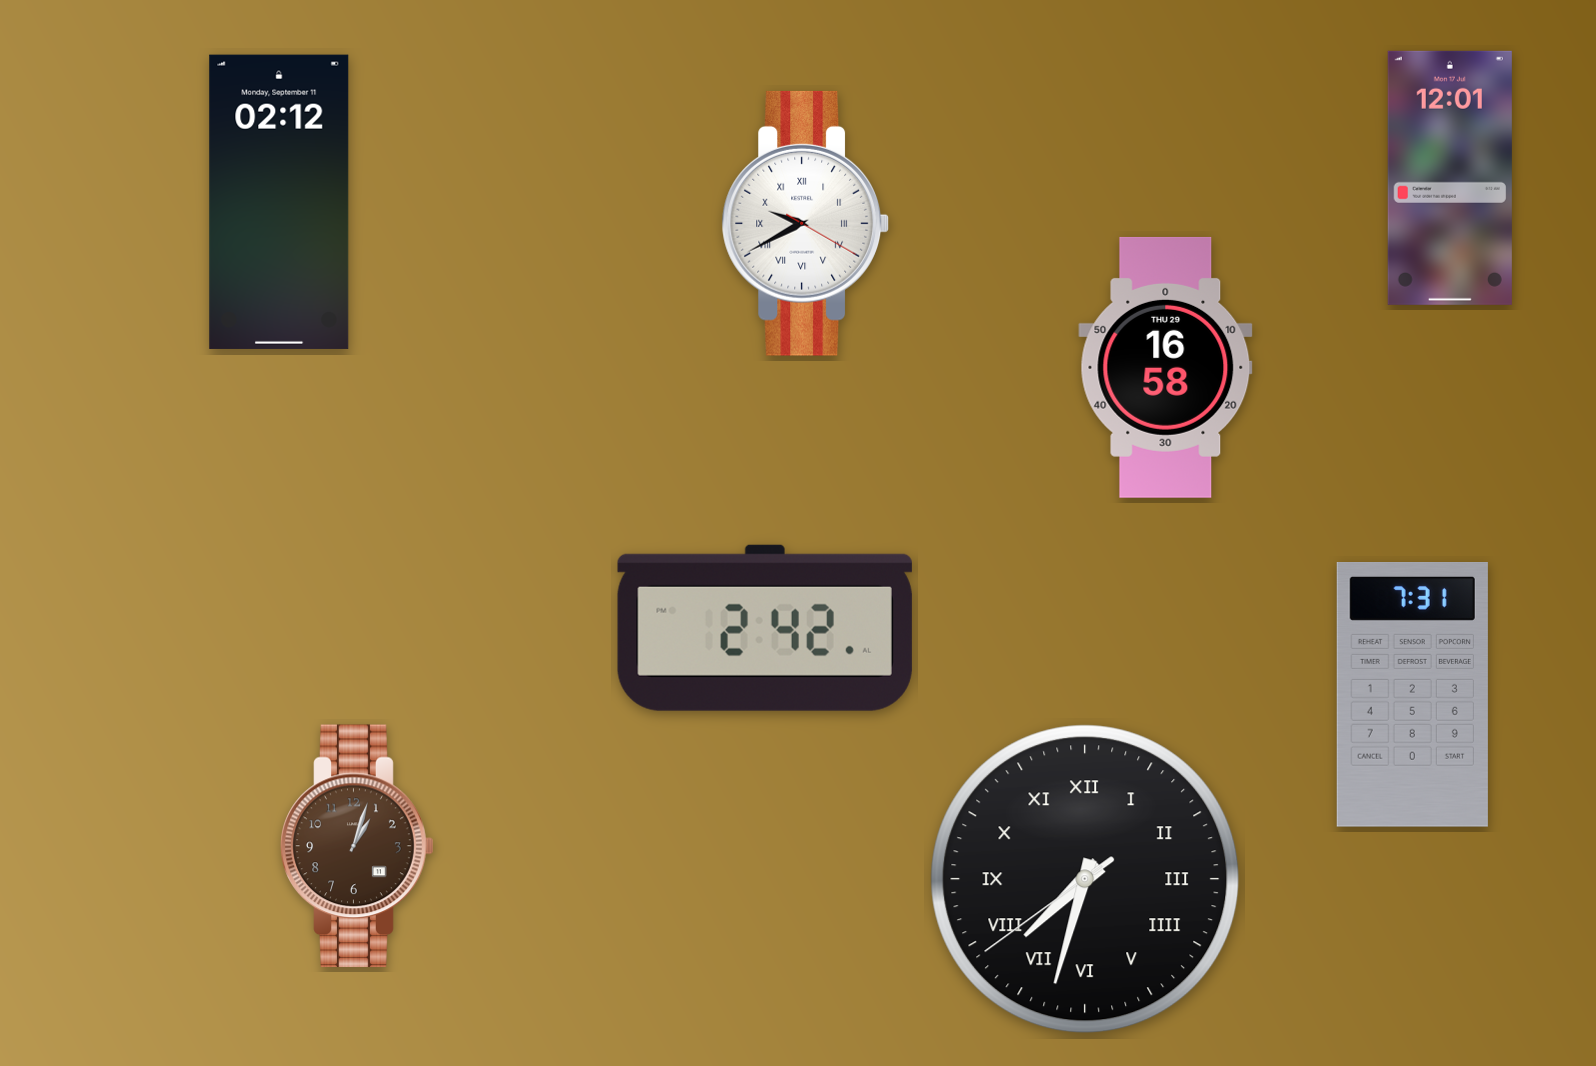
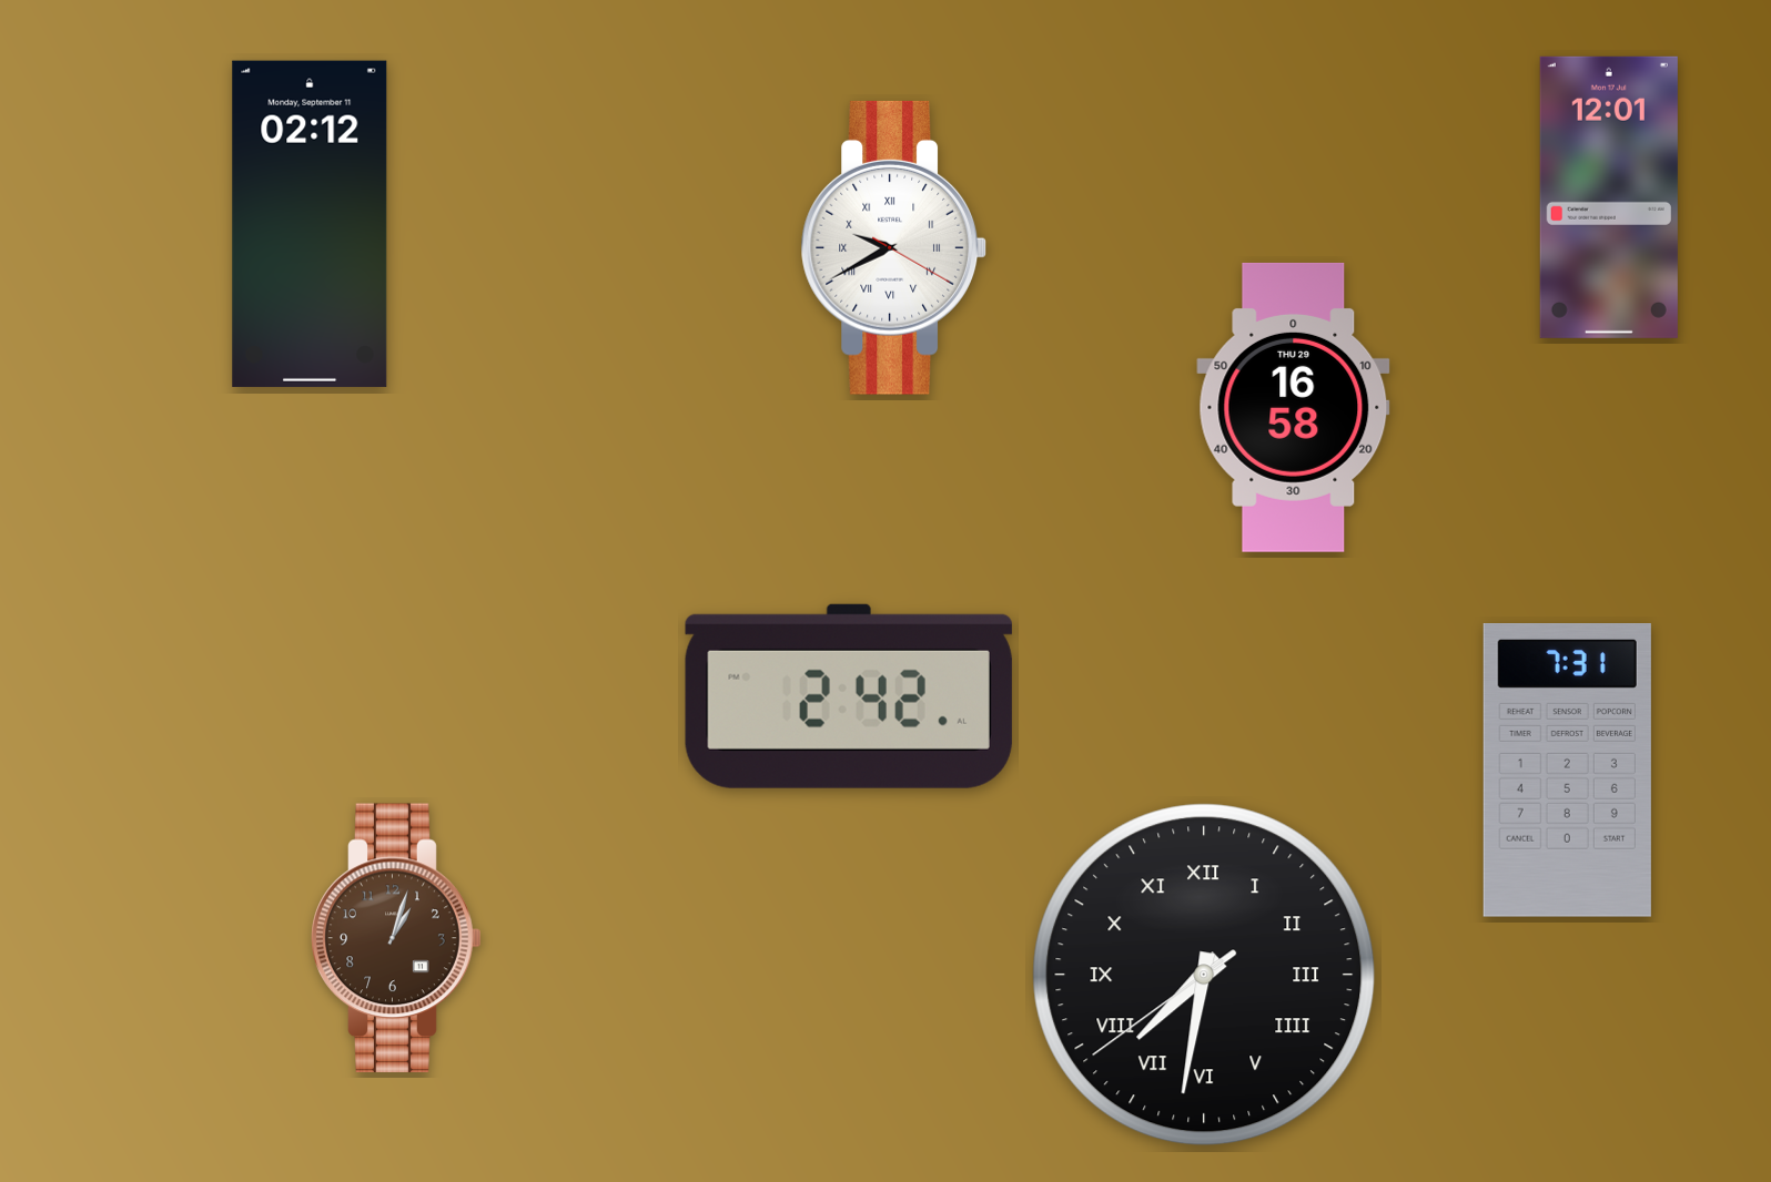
clock at (1085, 879): 7:32 -> 7:31
